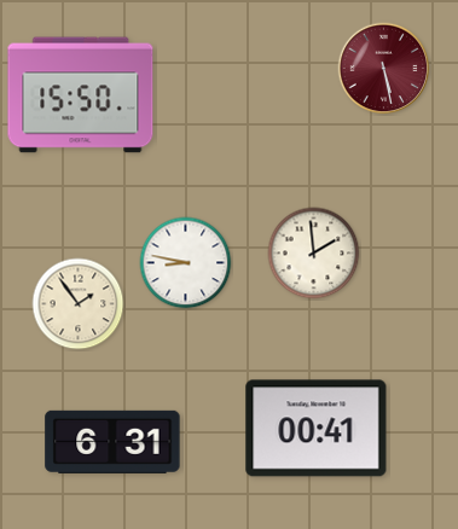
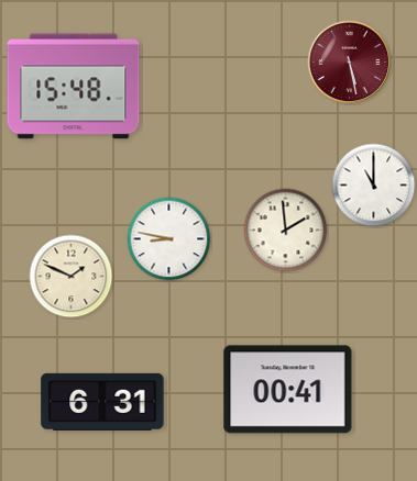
clock at (81, 95): 15:50 -> 15:48
clock at (374, 186): none -> 11:00
clock at (79, 304): 1:54 -> 1:49
